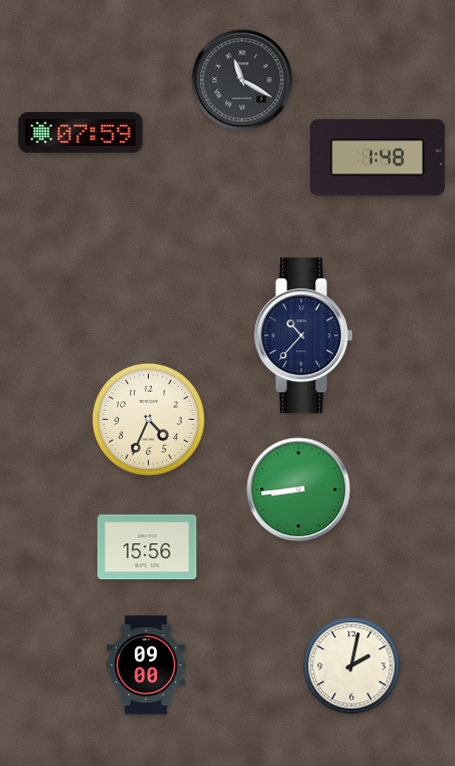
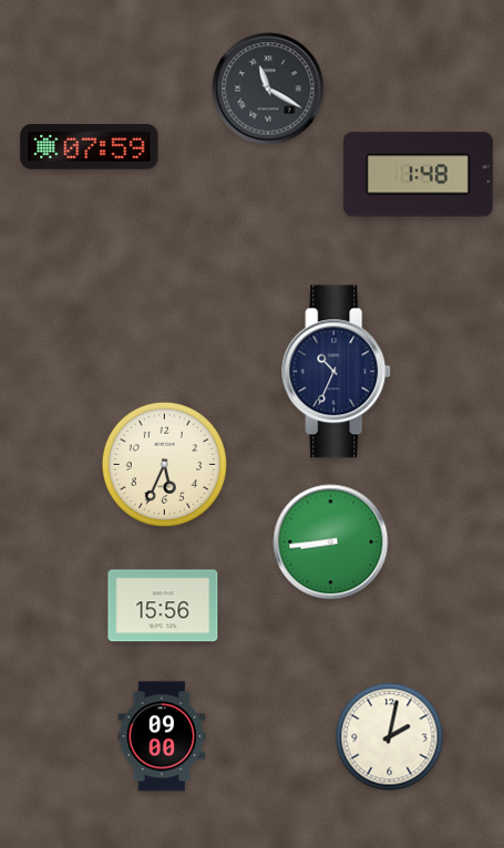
clock at (304, 336): 10:37 -> 10:34
clock at (148, 419): 4:34 -> 5:34
